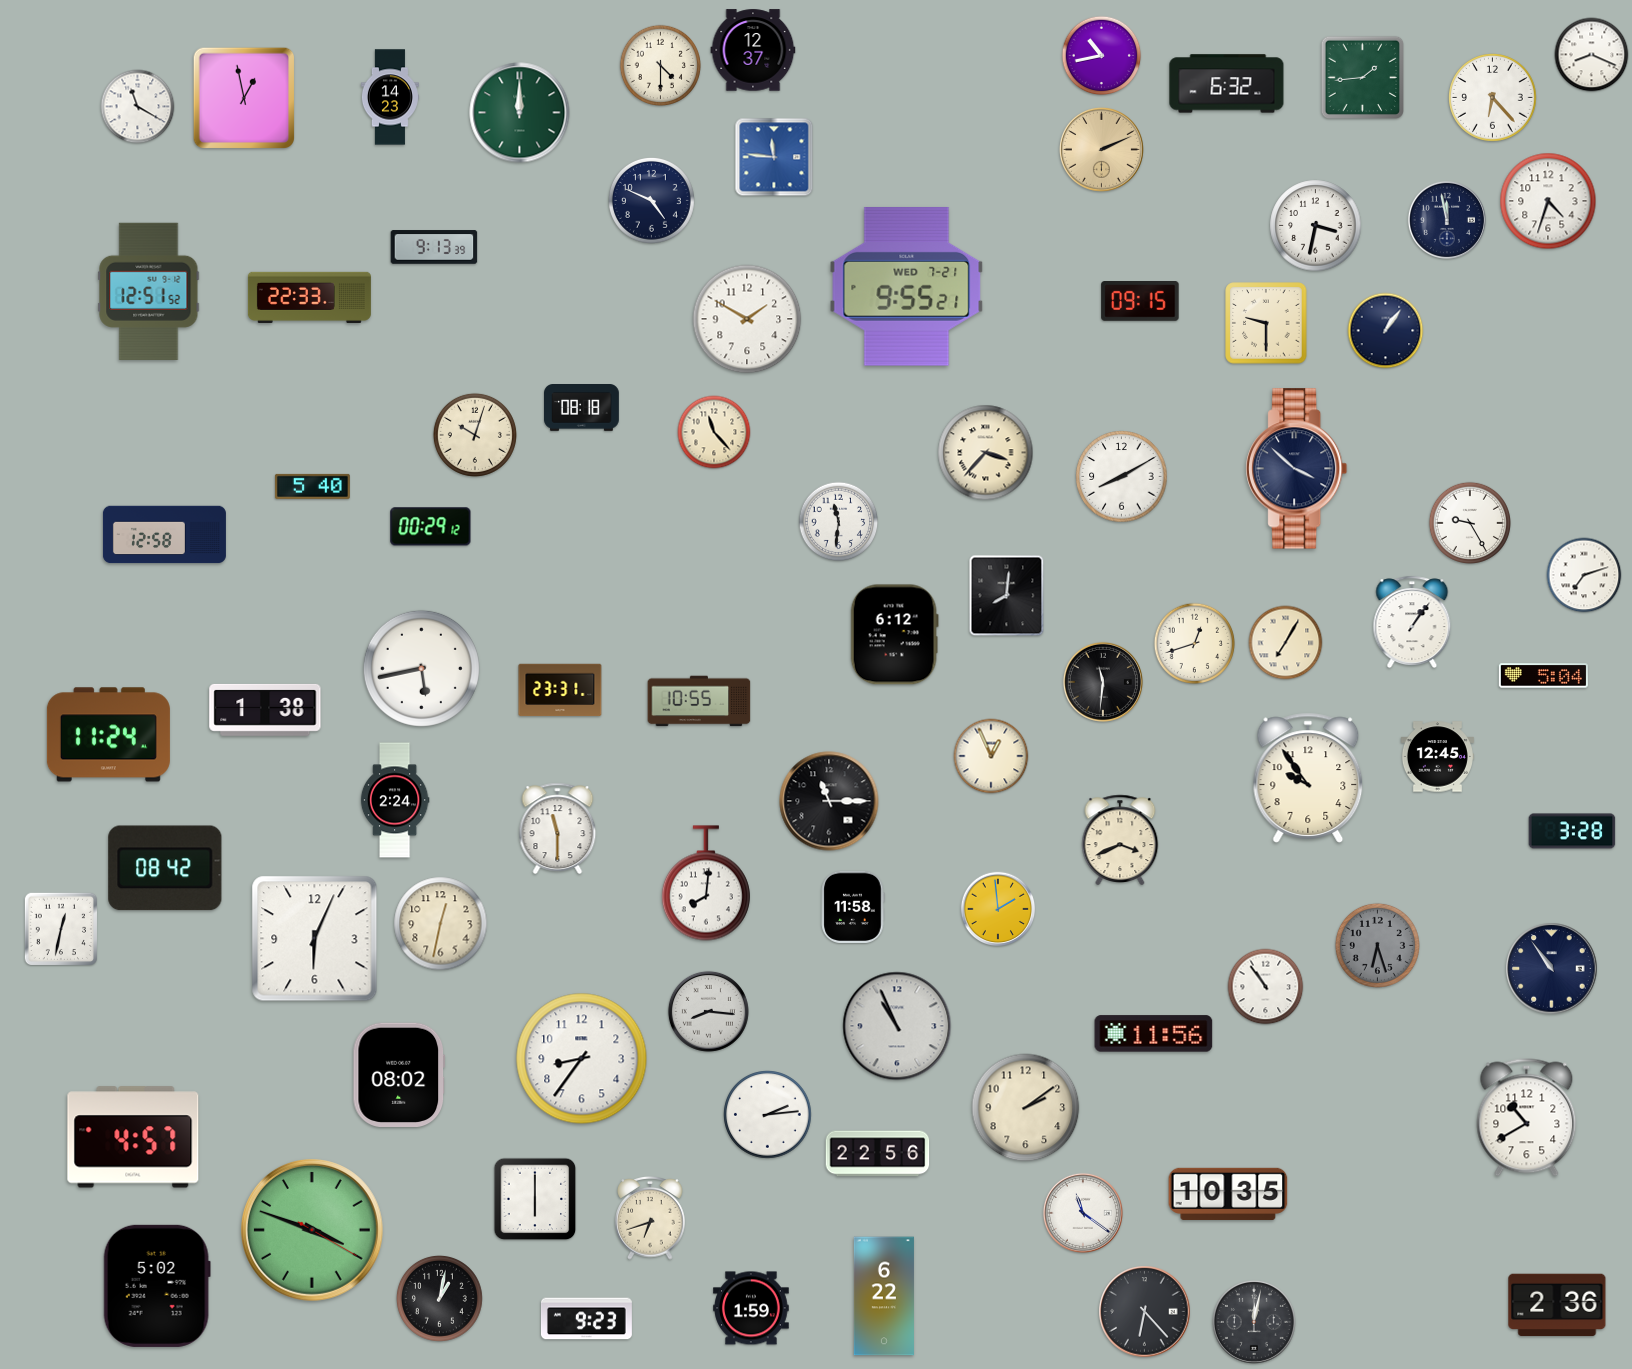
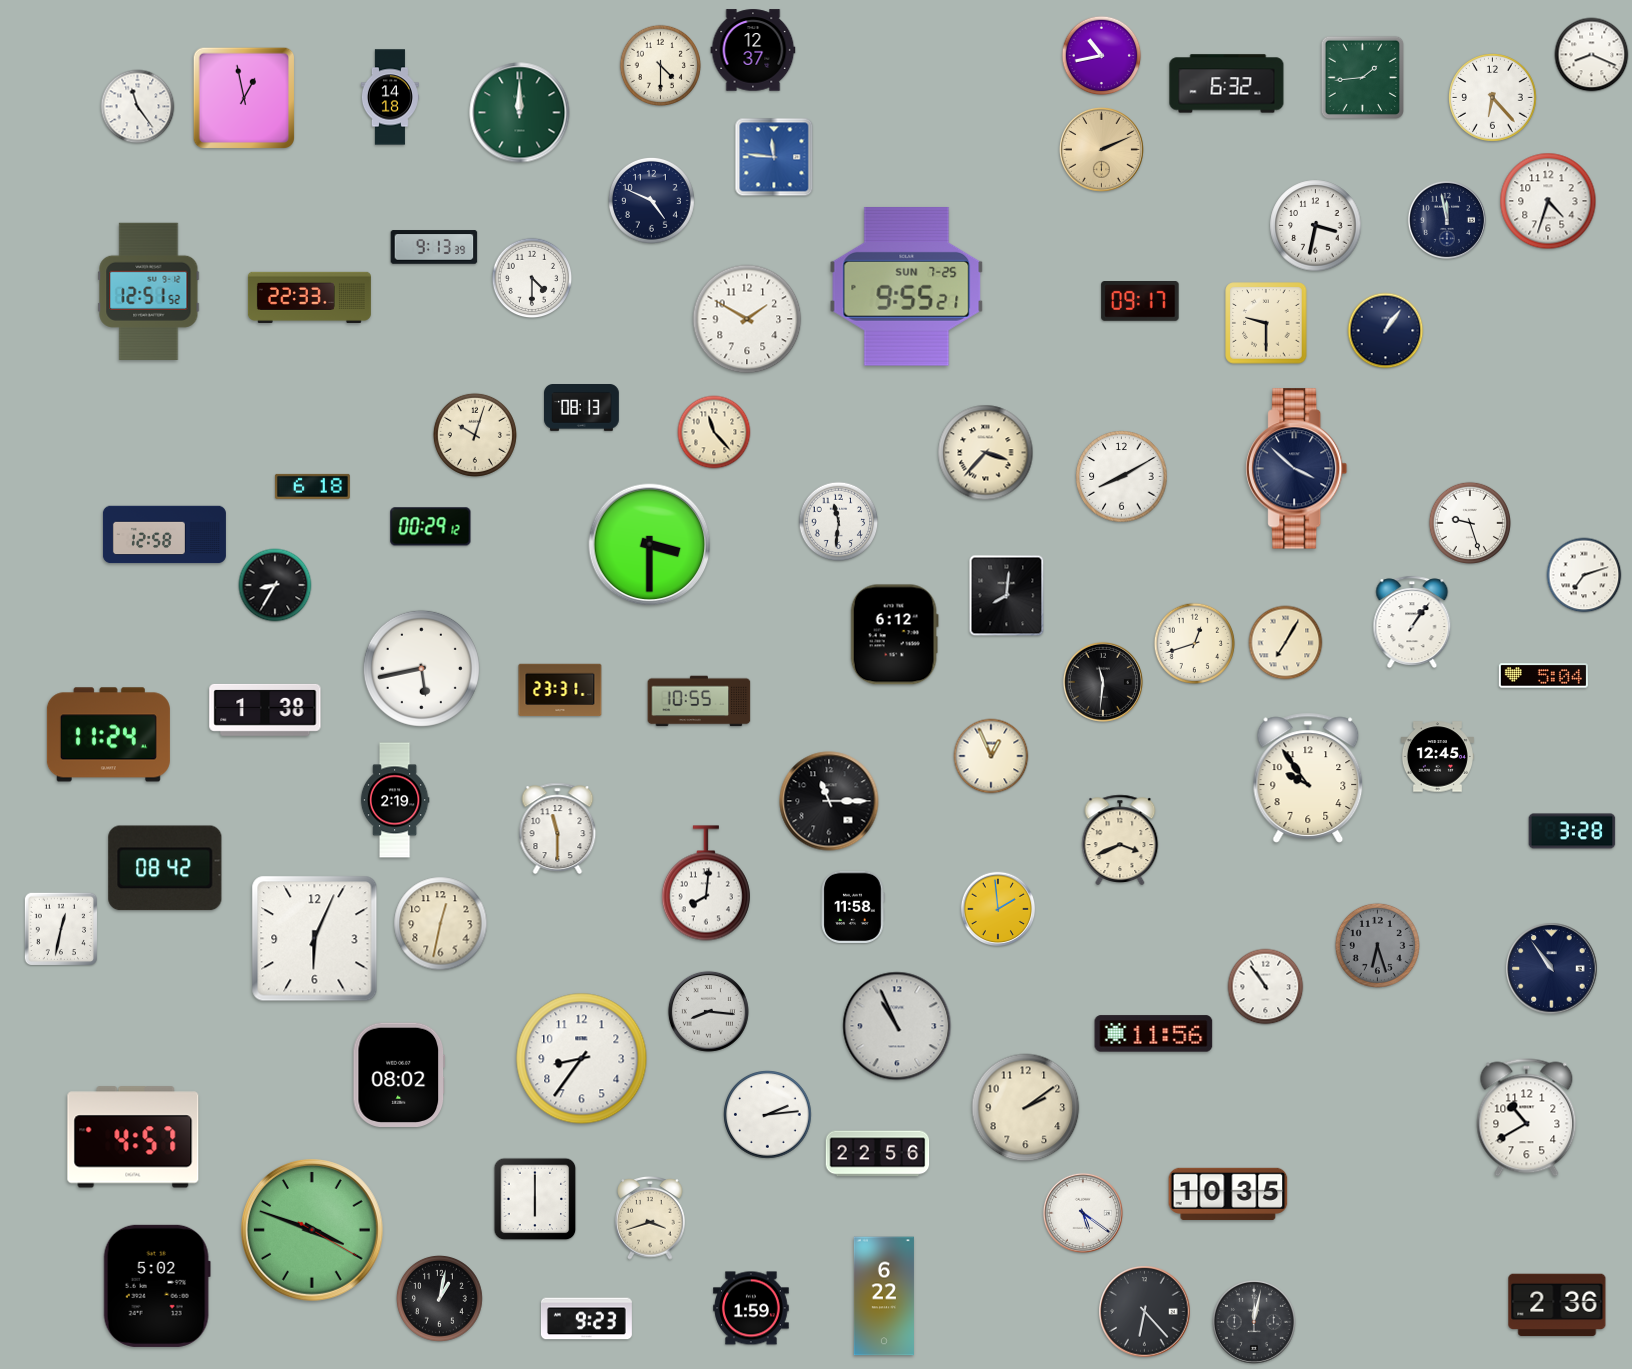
clock at (390, 97): 14:23 -> 14:18
clock at (138, 107): 11:20 -> 11:24
clock at (532, 278): none -> 4:30
clock at (907, 287) date: WED 7-21 -> SUN 7-25
clock at (1140, 302): 09:15 -> 09:17
clock at (582, 408): 08:18 -> 08:13
clock at (312, 486): 5:40 -> 6:18
clock at (1469, 523): 9:25 -> 9:27
clock at (650, 545): none -> 3:30
clock at (275, 585): none -> 8:35
clock at (395, 800): 2:24 -> 2:19
clock at (1083, 1213): 11:21 -> 5:21
clock at (650, 1219): 6:42 -> 3:42
